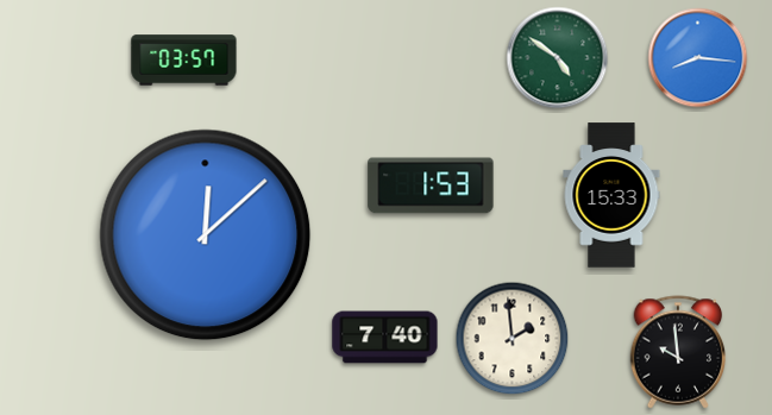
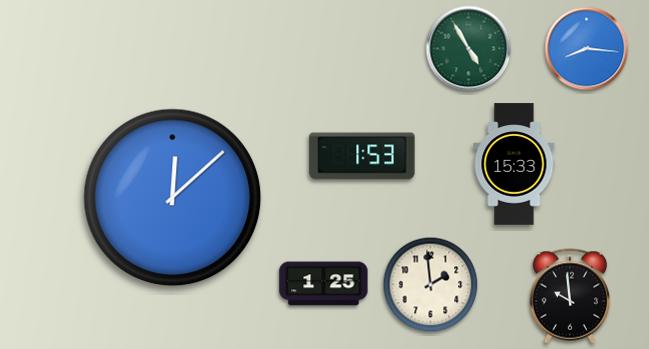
clock at (558, 58): 4:51 -> 4:55
clock at (184, 61): 03:57 -> none
clock at (385, 338): 7:40 -> 1:25
